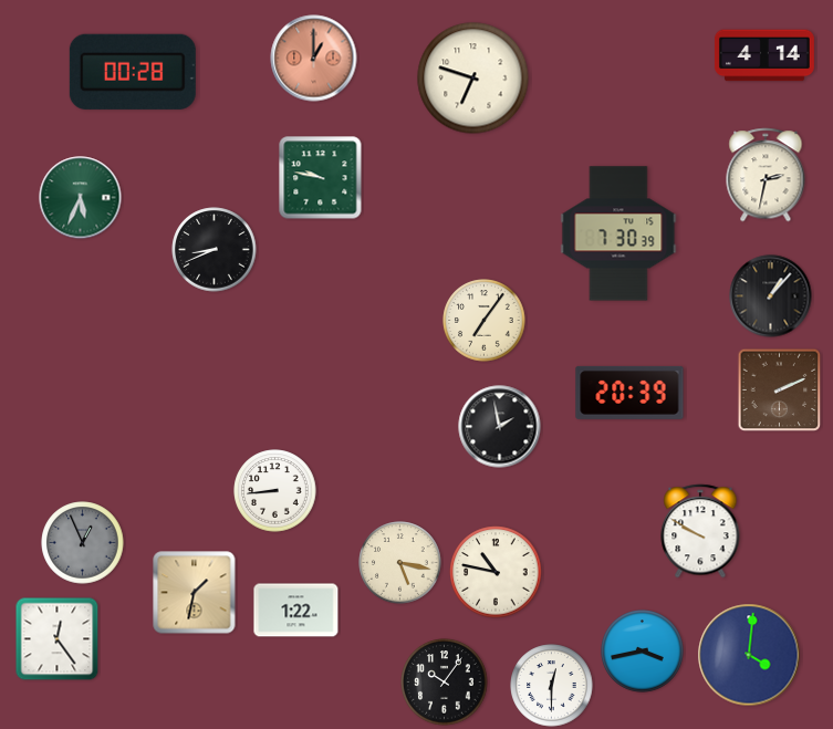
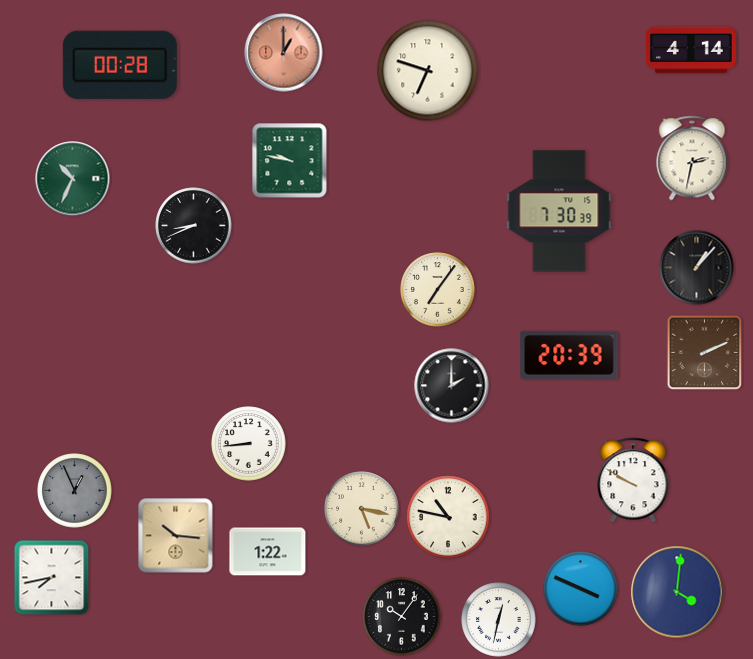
clock at (81, 198): 5:34 -> 10:34
clock at (500, 427): 1:58 -> 2:00
clock at (195, 593): 1:32 -> 10:16
clock at (58, 639): 12:24 -> 7:43
clock at (643, 652): 3:43 -> 3:49
clock at (552, 686): 12:30 -> 12:32
